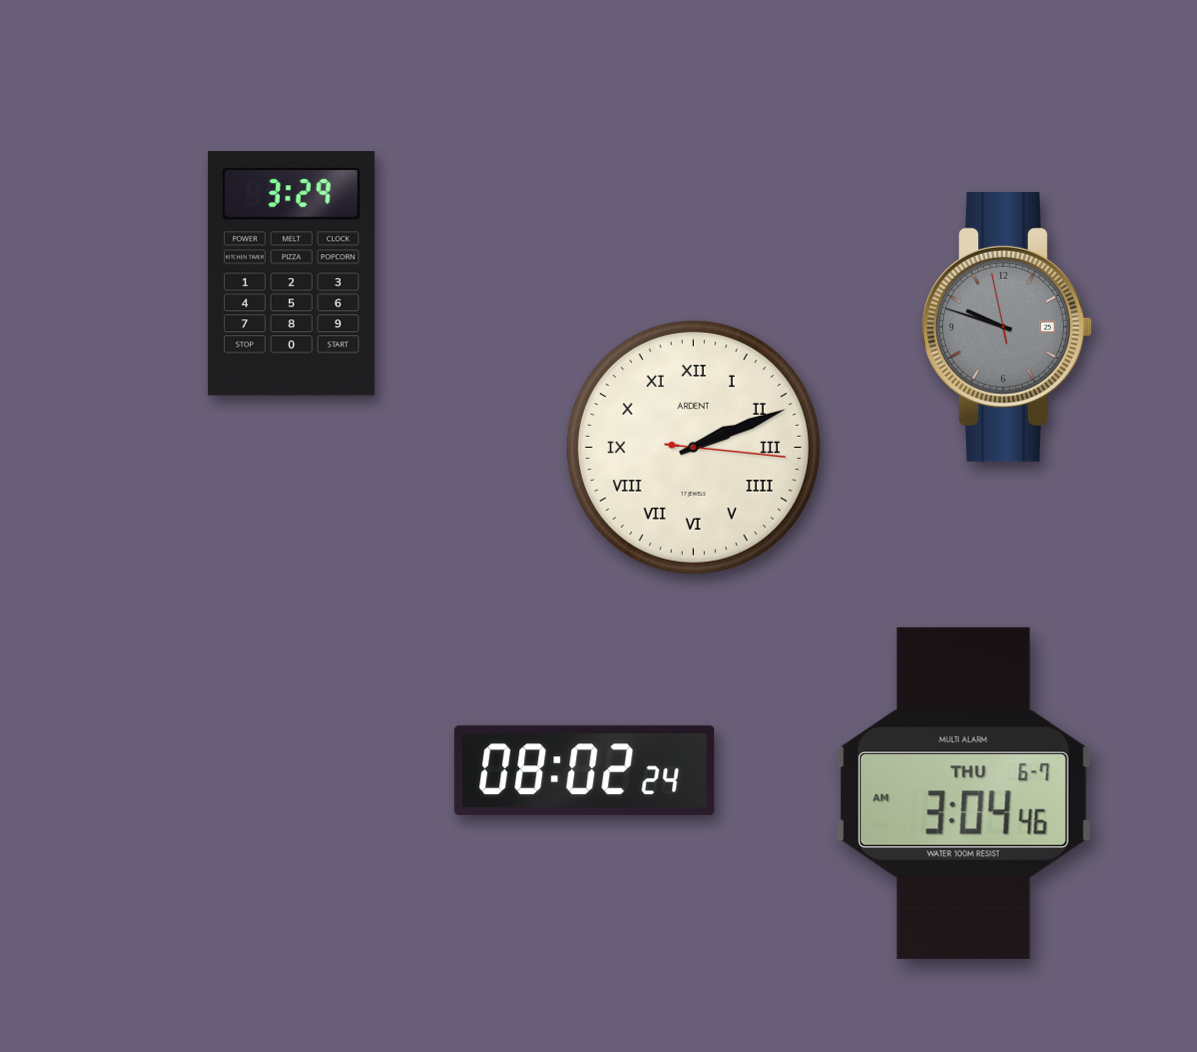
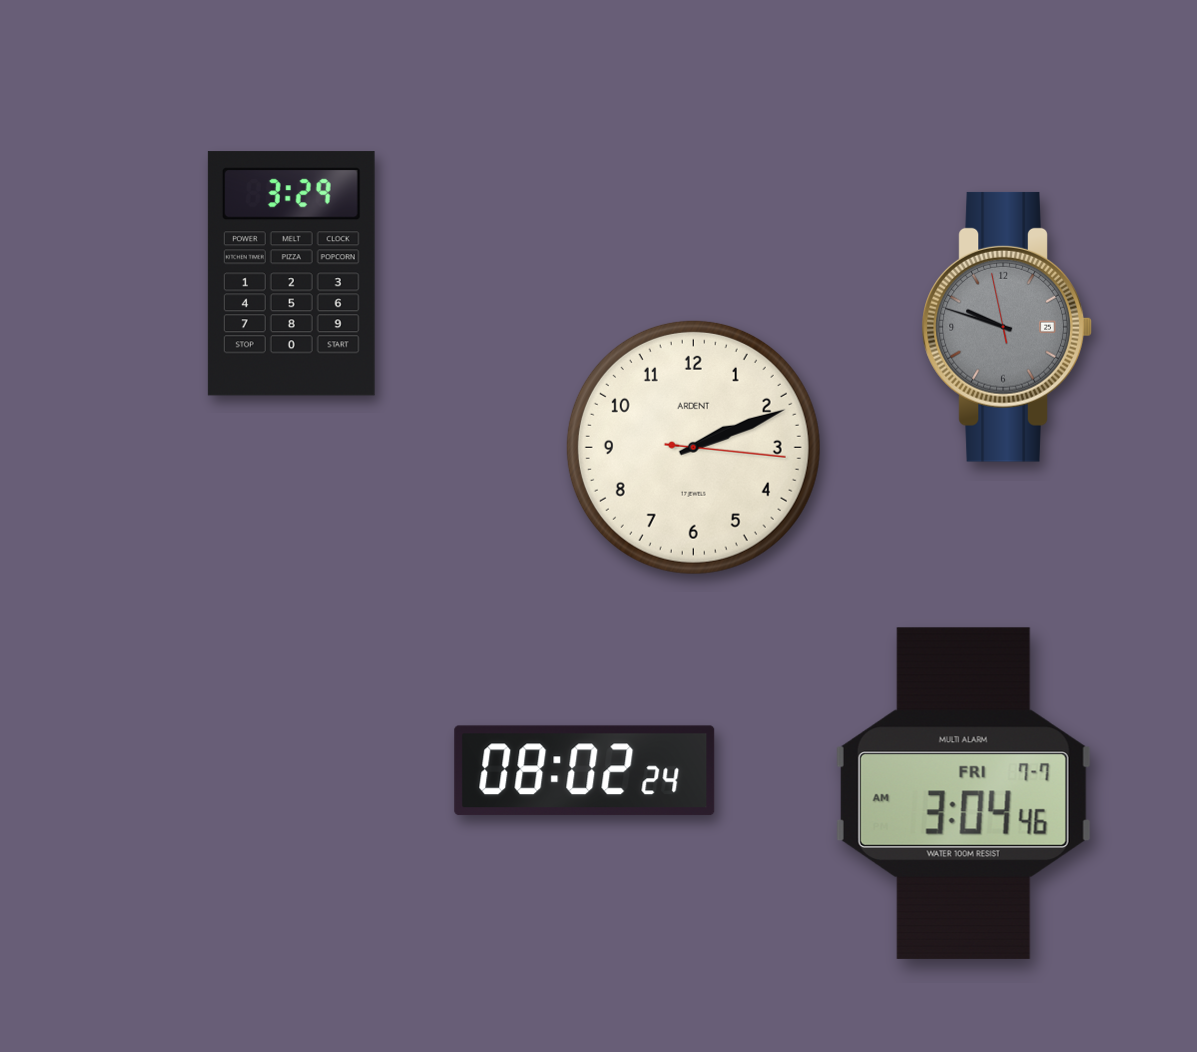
clock at (693, 447) numerals: Roman -> Arabic
clock at (963, 793) date: THU 6-7 -> FRI 7-7
